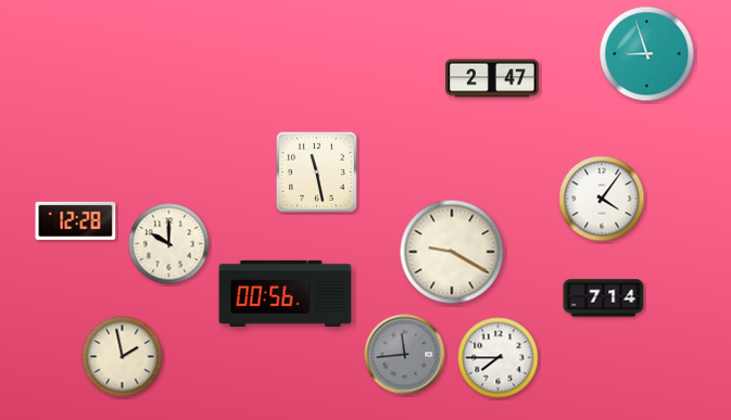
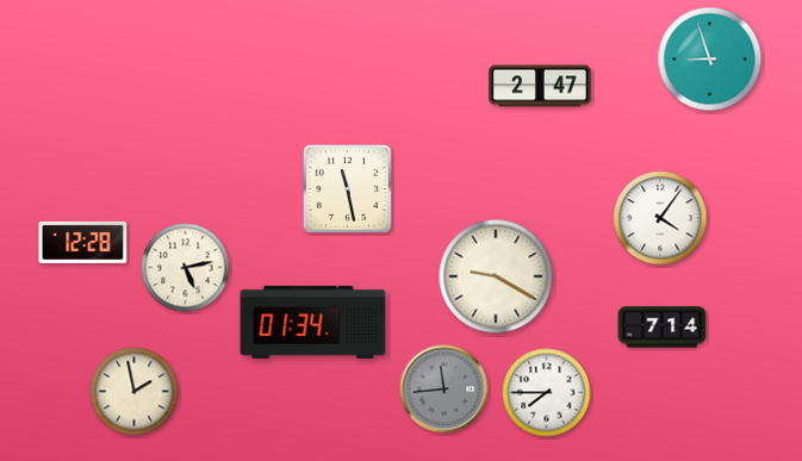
clock at (169, 244): 10:00 -> 5:13
clock at (286, 293): 00:56 -> 01:34
